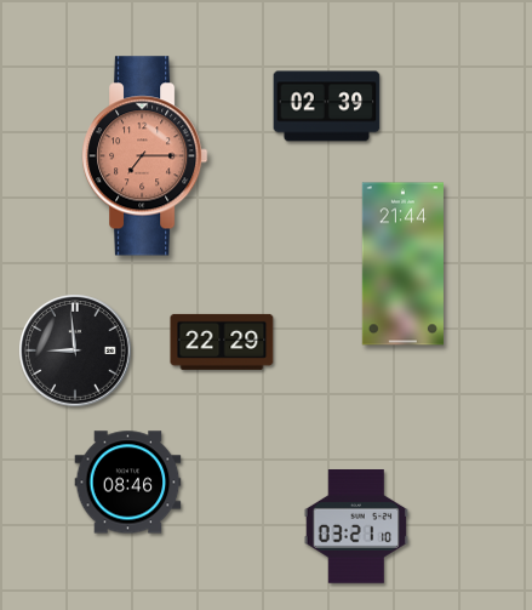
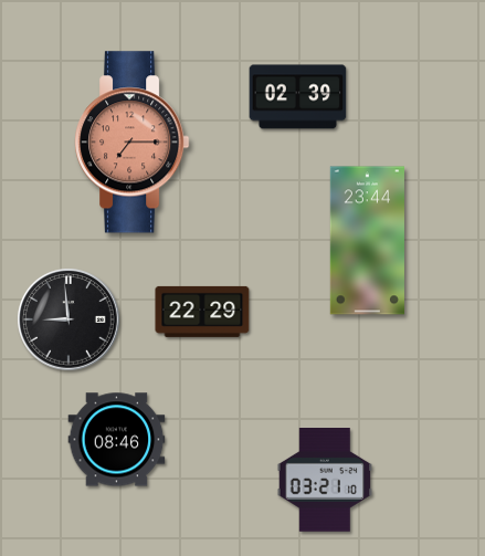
clock at (402, 264): 21:44 -> 23:44
